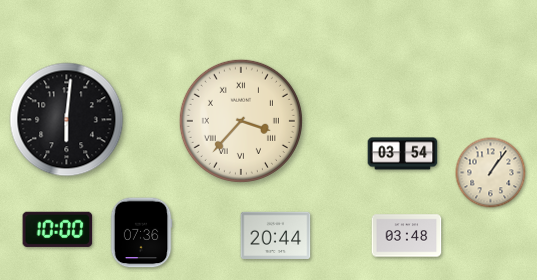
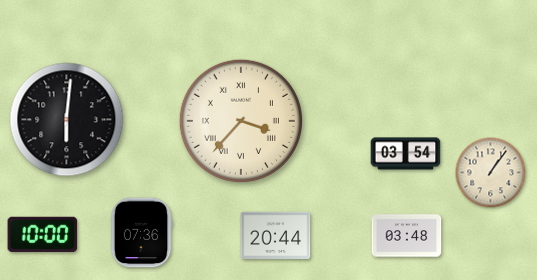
clock at (403, 154) position: (403, 154) -> (406, 154)
clock at (58, 229) position: (58, 229) -> (43, 234)
